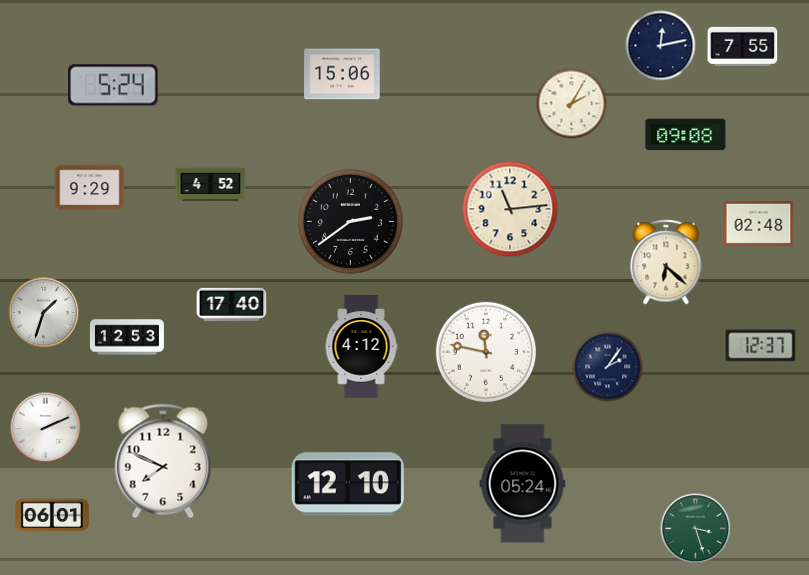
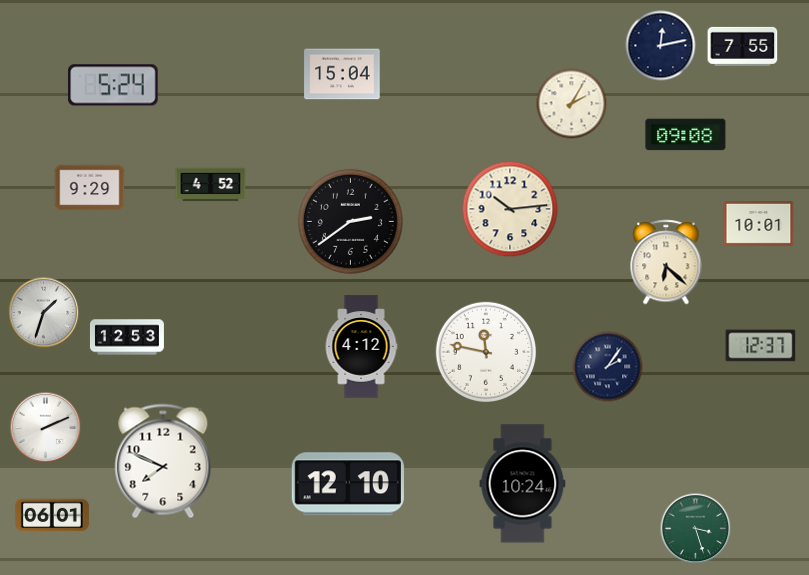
clock at (342, 74): 15:06 -> 15:04
clock at (510, 209): 11:14 -> 10:14
clock at (759, 223): 02:48 -> 10:01
clock at (232, 304): 17:40 -> none
clock at (523, 484): 05:24 -> 10:24
